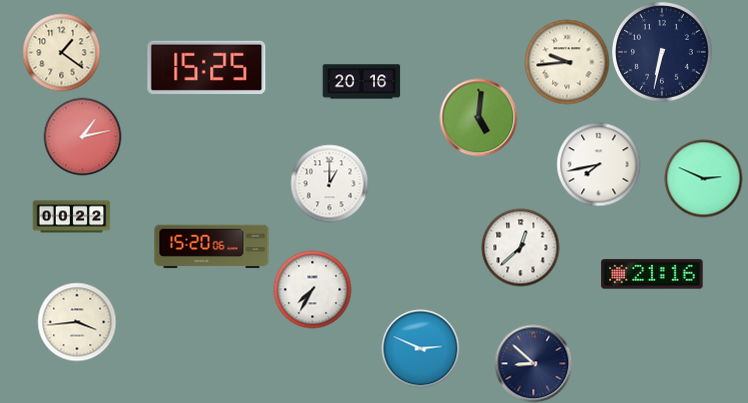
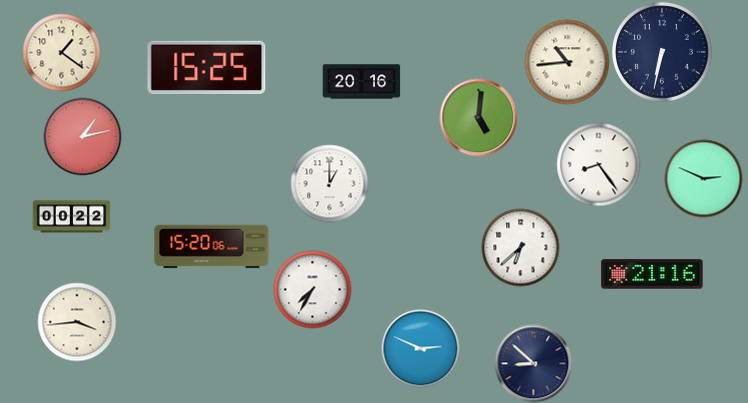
clock at (567, 62): 9:44 -> 10:44
clock at (598, 164): 7:43 -> 8:24
clock at (520, 247): 12:38 -> 6:38
